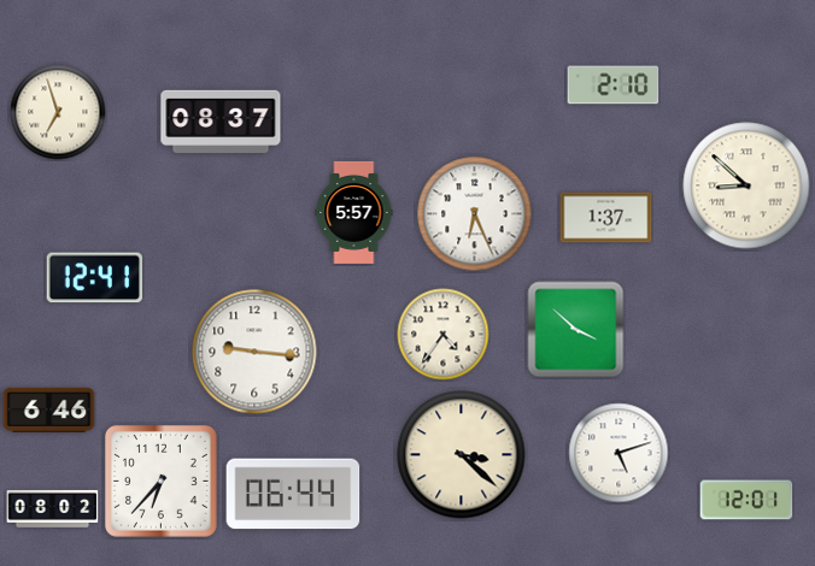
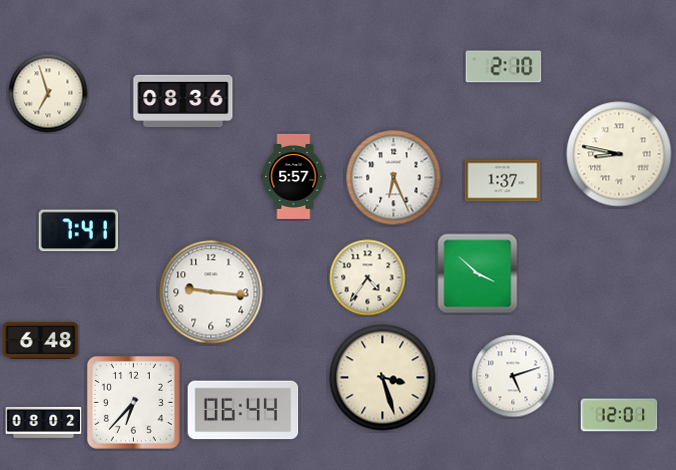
clock at (614, 86) position: (614, 86) -> (504, 67)
clock at (221, 122): 08:37 -> 08:36
clock at (746, 185): 8:52 -> 8:47
clock at (94, 278): 12:41 -> 7:41
clock at (49, 409): 6:46 -> 6:48
clock at (462, 455): 3:22 -> 3:27
clock at (162, 482) position: (162, 482) -> (134, 403)
